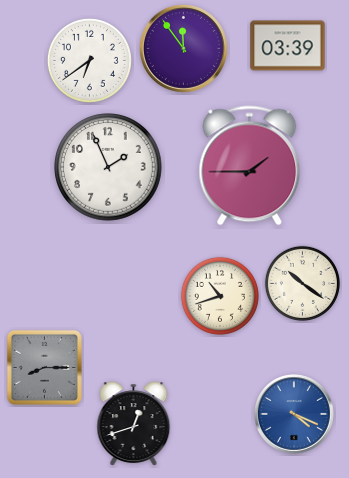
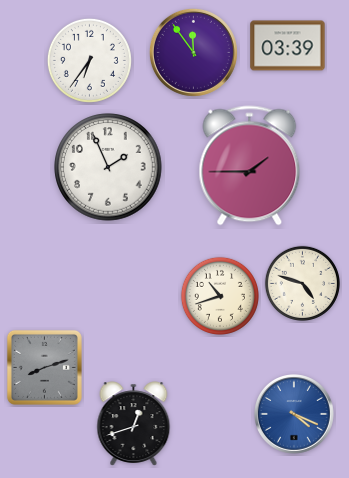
clock at (183, 48) position: (183, 48) -> (193, 52)
clock at (89, 60): 6:39 -> 6:36
clock at (302, 283): 10:21 -> 4:48
clock at (44, 367): 8:15 -> 8:12
